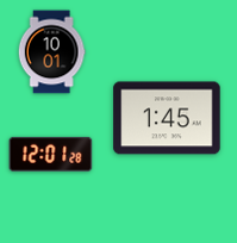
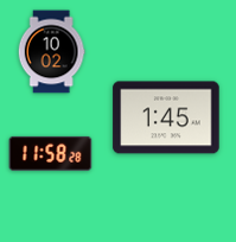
clock at (51, 52): 10:01 -> 10:02
clock at (51, 154): 12:01 -> 11:58
